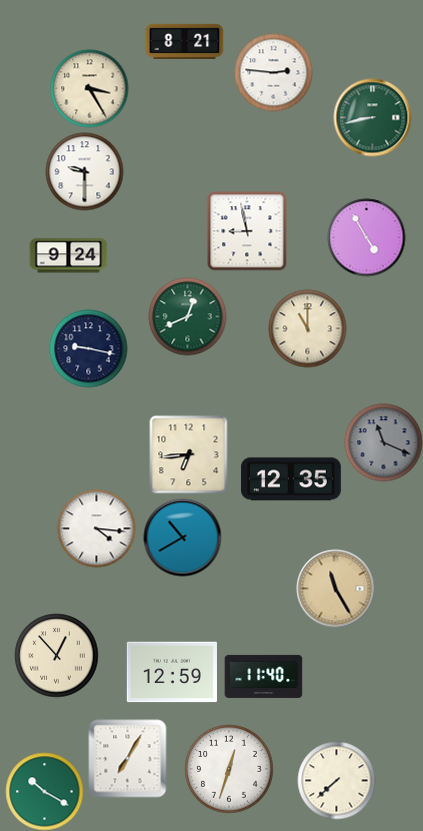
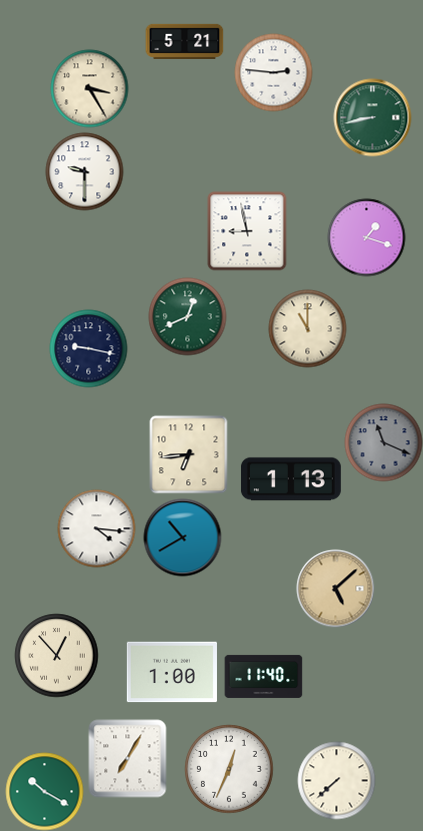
clock at (184, 41): 8:21 -> 5:21
clock at (366, 237): 4:55 -> 1:18
clock at (68, 256): 9:24 -> none
clock at (291, 479): 12:35 -> 1:13
clock at (335, 588): 11:25 -> 5:08
clock at (172, 672): 12:59 -> 1:00
clock at (229, 769): 12:33 -> 12:34
